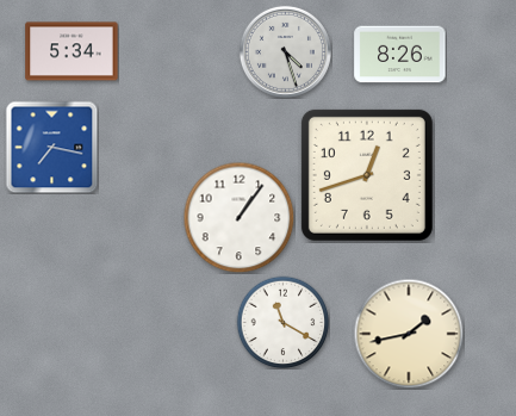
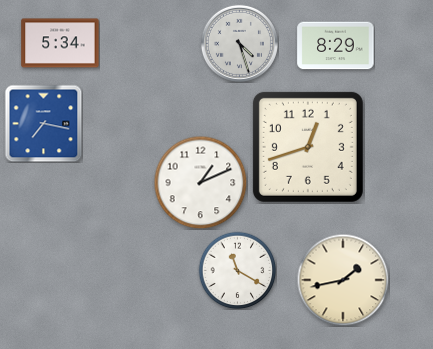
clock at (400, 55): 8:26 -> 8:29
clock at (238, 217): 1:06 -> 1:11
